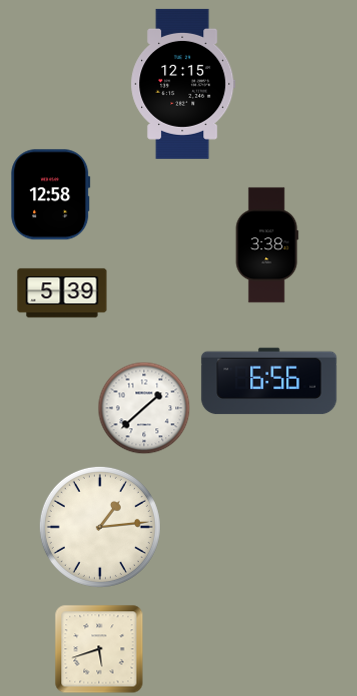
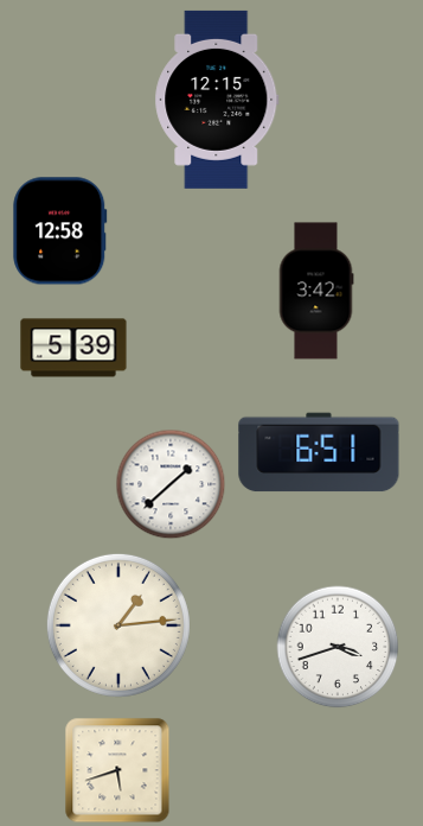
clock at (267, 245): 3:38 -> 3:42
clock at (269, 381): 6:56 -> 6:51
clock at (338, 647): none -> 3:42
